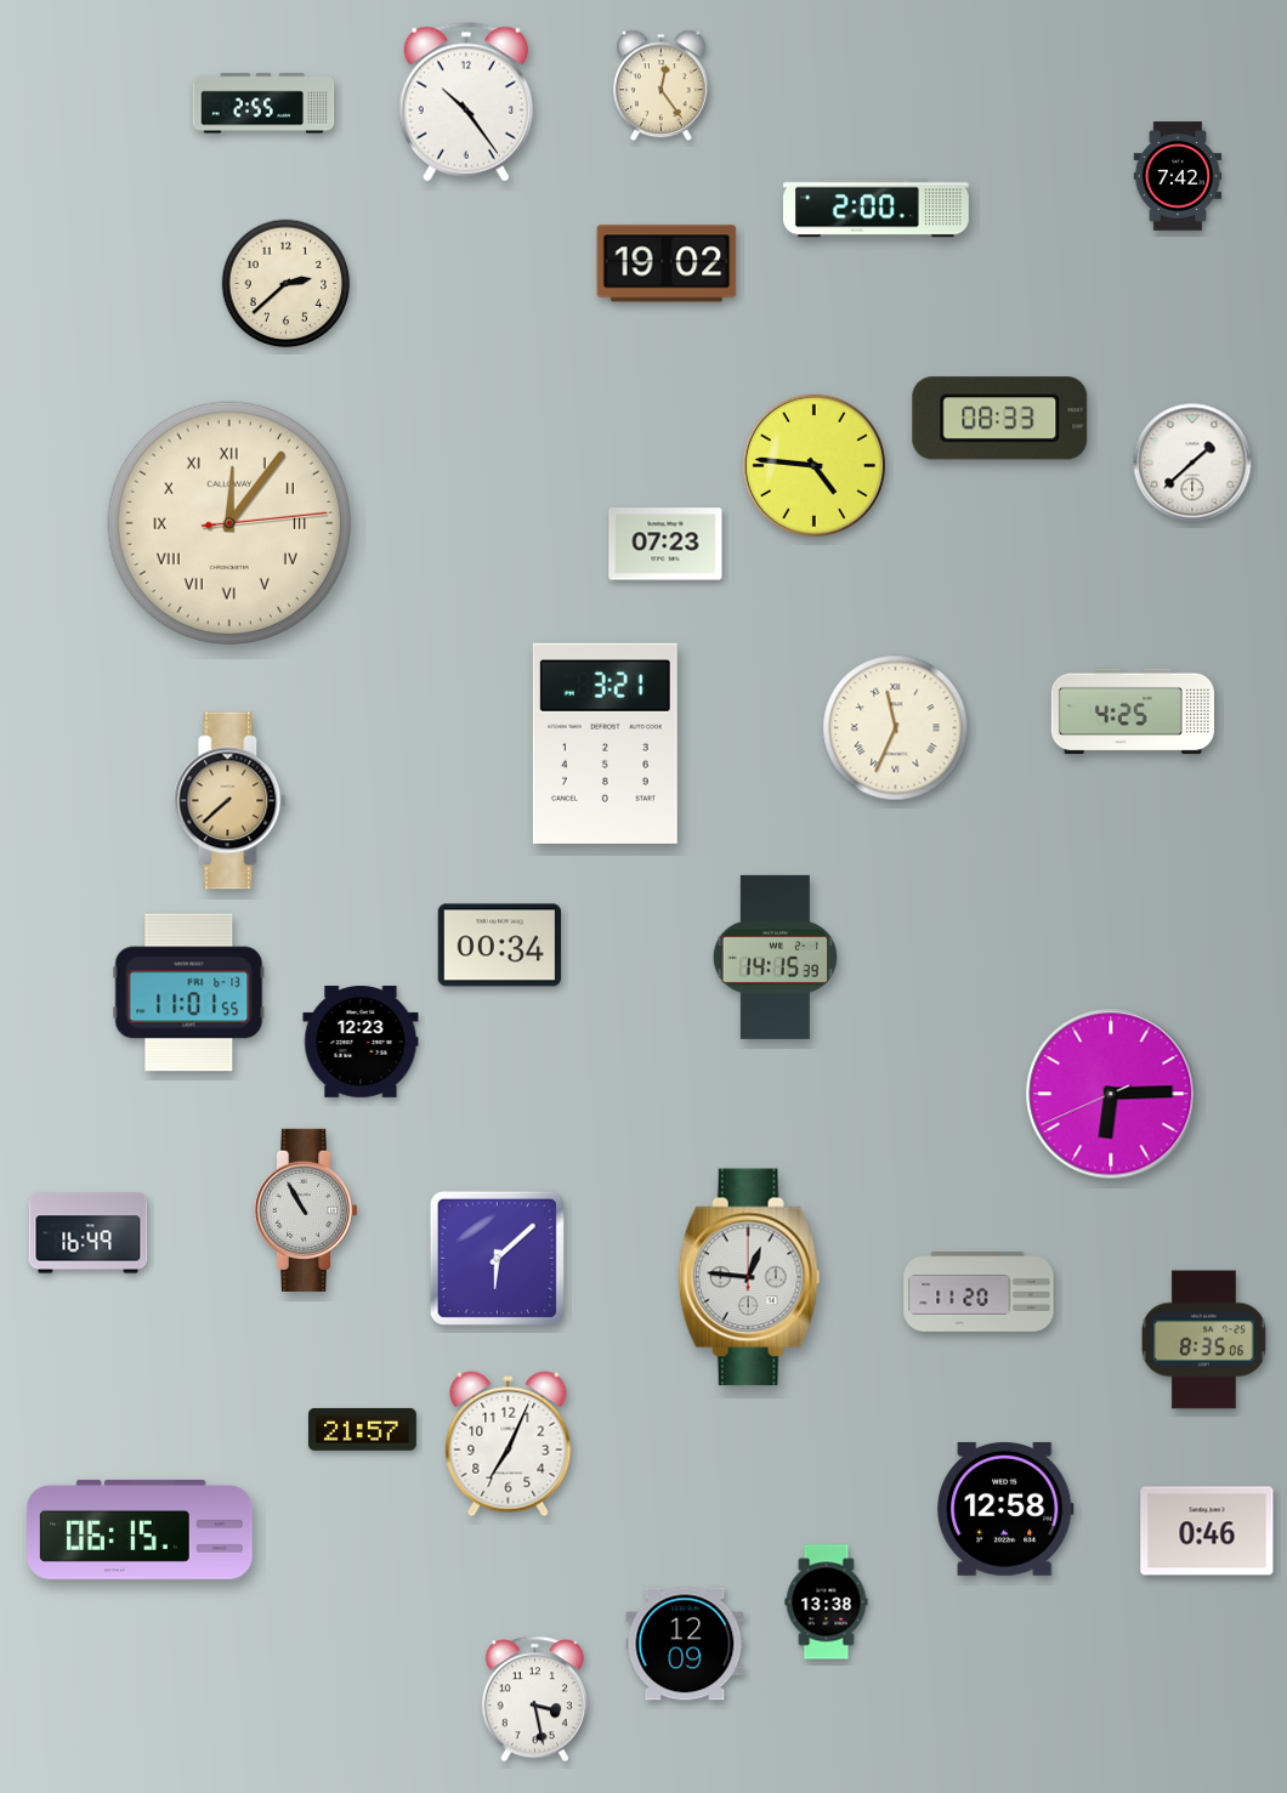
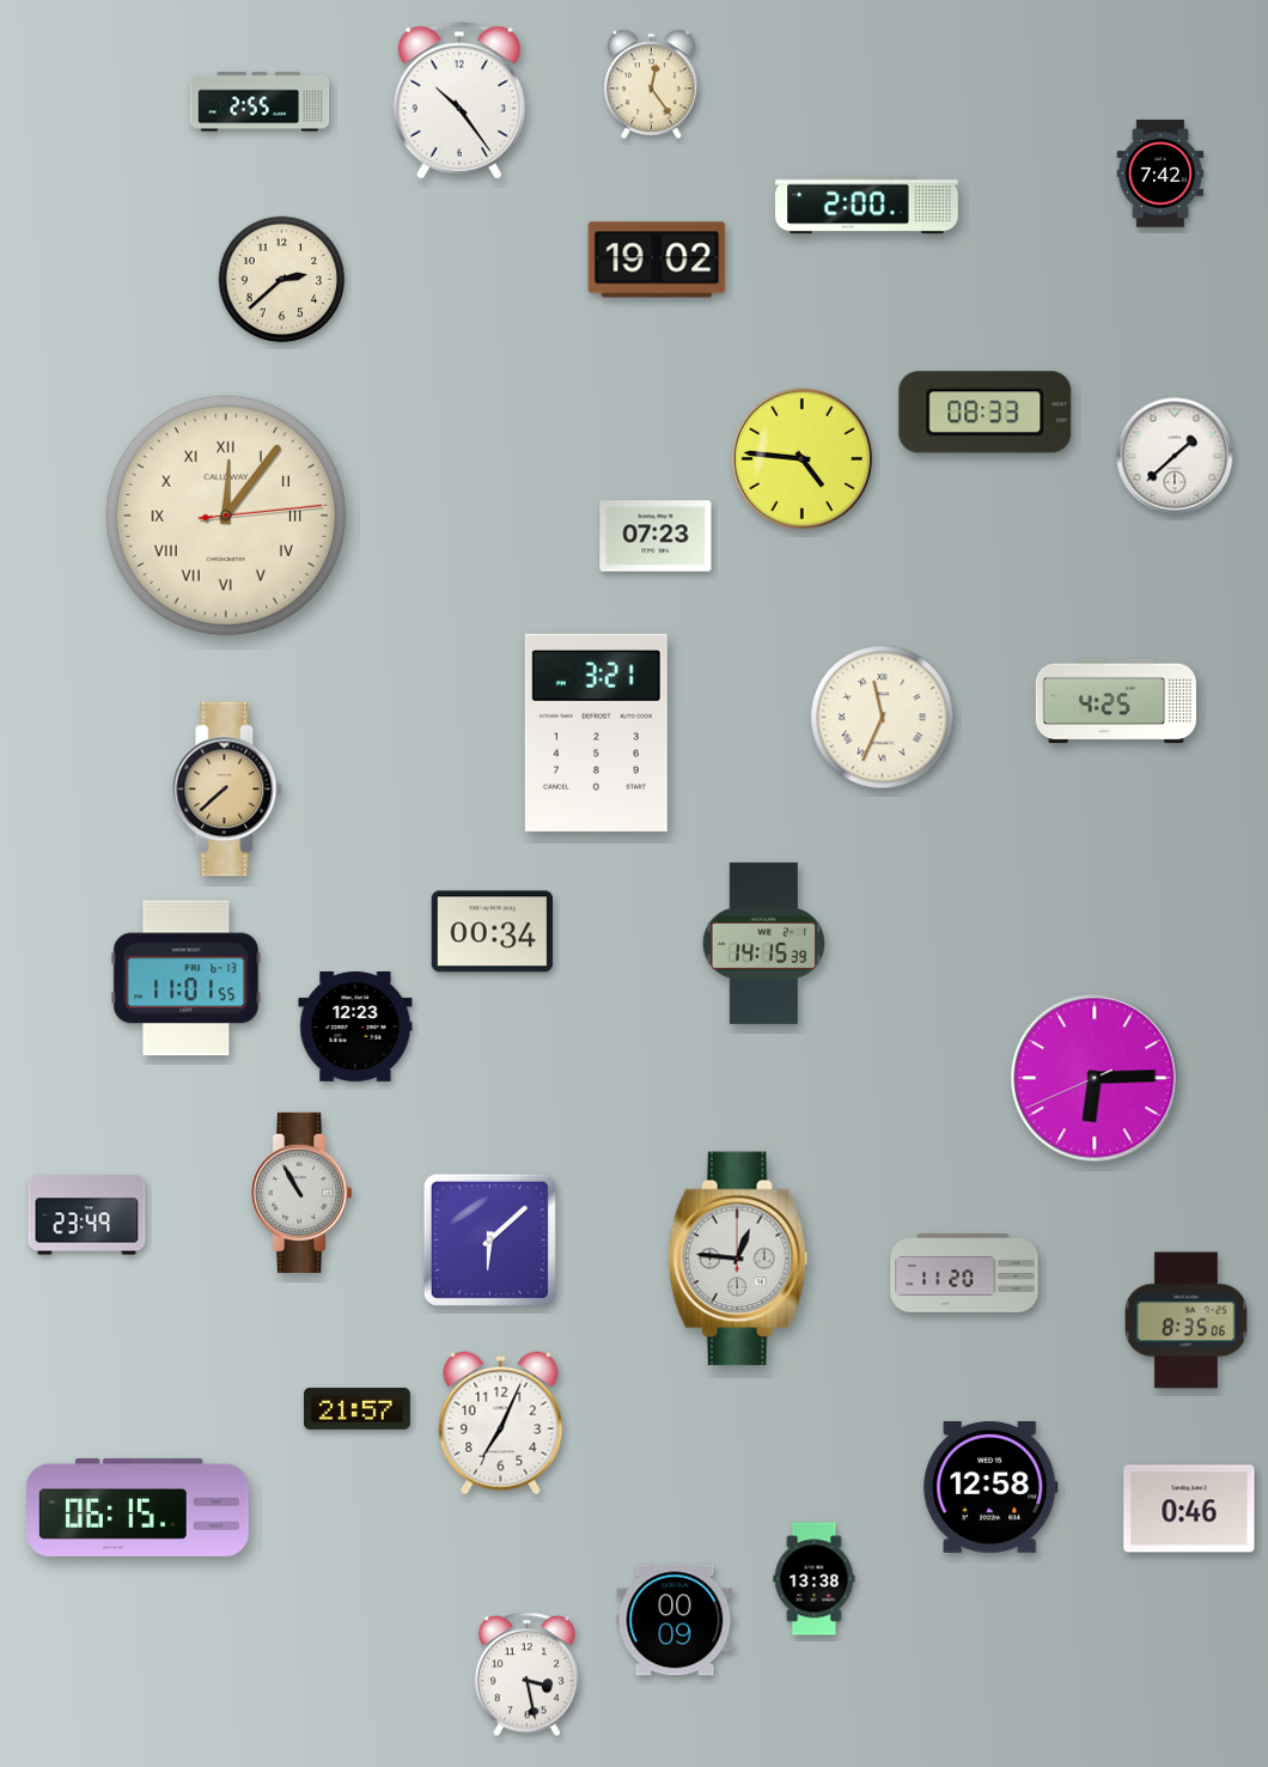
clock at (877, 209) position: (877, 209) -> (867, 206)
clock at (89, 1233): 16:49 -> 23:49
clock at (685, 1644): 12:09 -> 00:09
